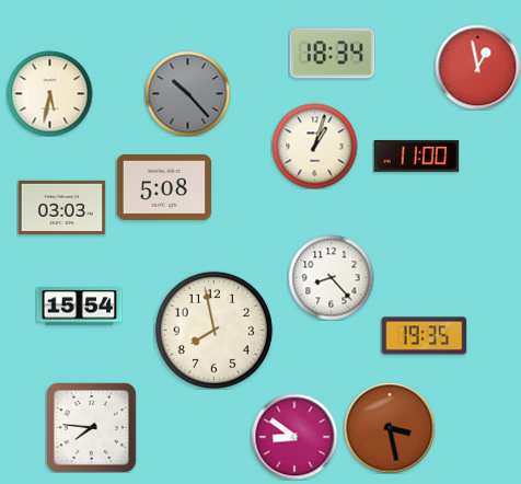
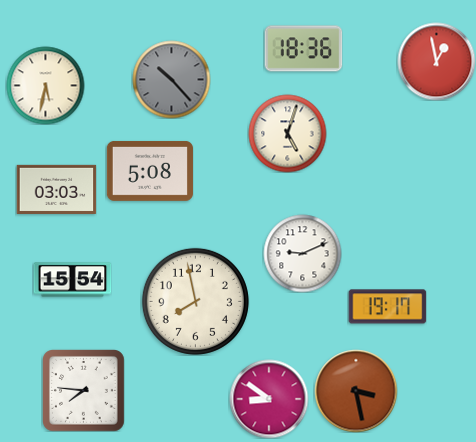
clock at (332, 54): 18:34 -> 18:36
clock at (187, 93) position: (187, 93) -> (171, 79)
clock at (314, 146): 1:03 -> 5:03
clock at (416, 155): 11:00 -> none
clock at (331, 277): 8:23 -> 9:11
clock at (424, 336): 19:35 -> 19:17
